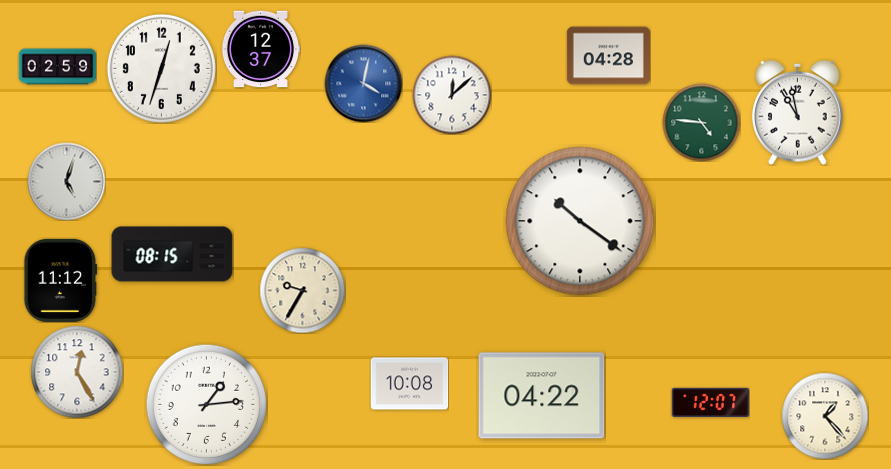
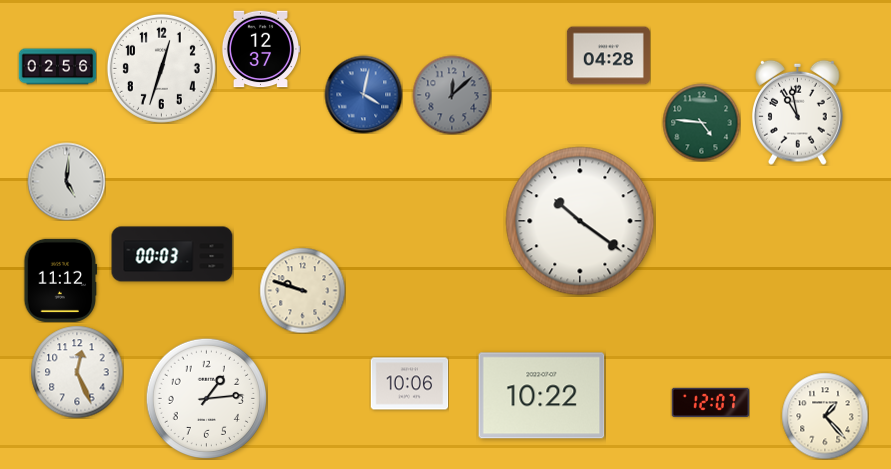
clock at (57, 67): 02:59 -> 02:56
clock at (363, 83) position: (363, 83) -> (363, 94)
clock at (452, 95) dial: white -> grey
clock at (66, 181): 5:03 -> 5:01
clock at (172, 254): 08:15 -> 00:03
clock at (302, 290): 9:35 -> 9:48
clock at (77, 372): 12:25 -> 12:26
clock at (409, 384): 10:08 -> 10:06
clock at (542, 396): 04:22 -> 10:22
clock at (206, 404) position: (206, 404) -> (206, 398)
